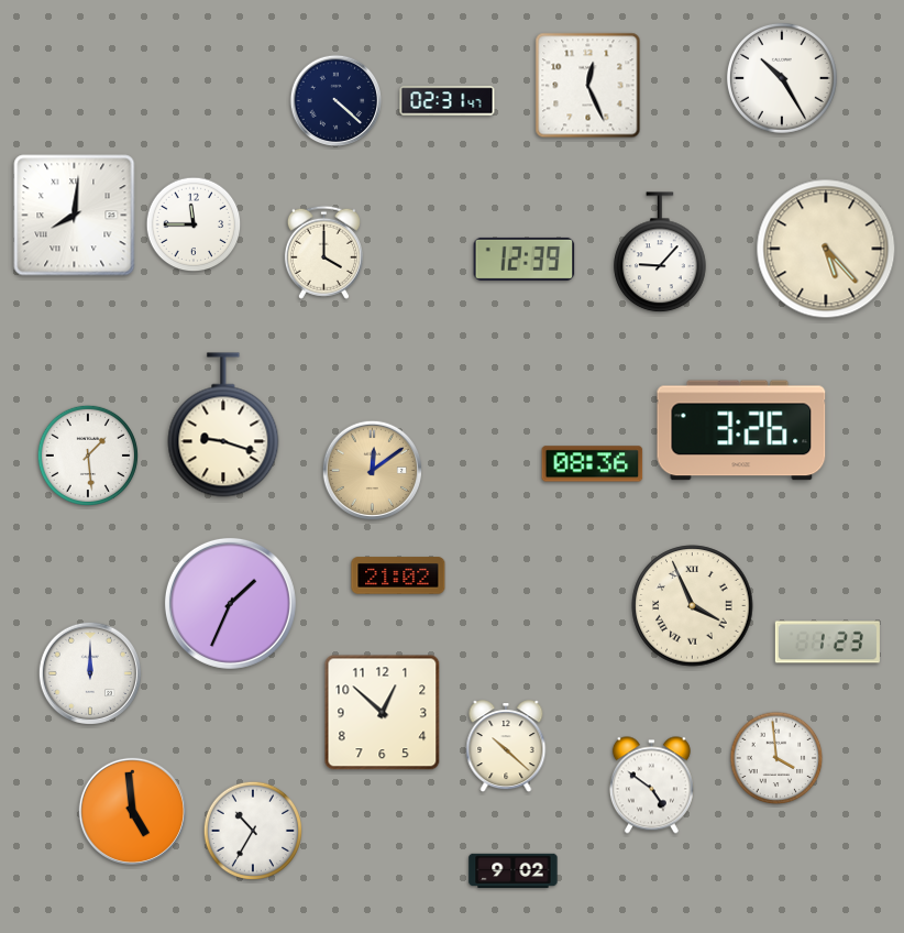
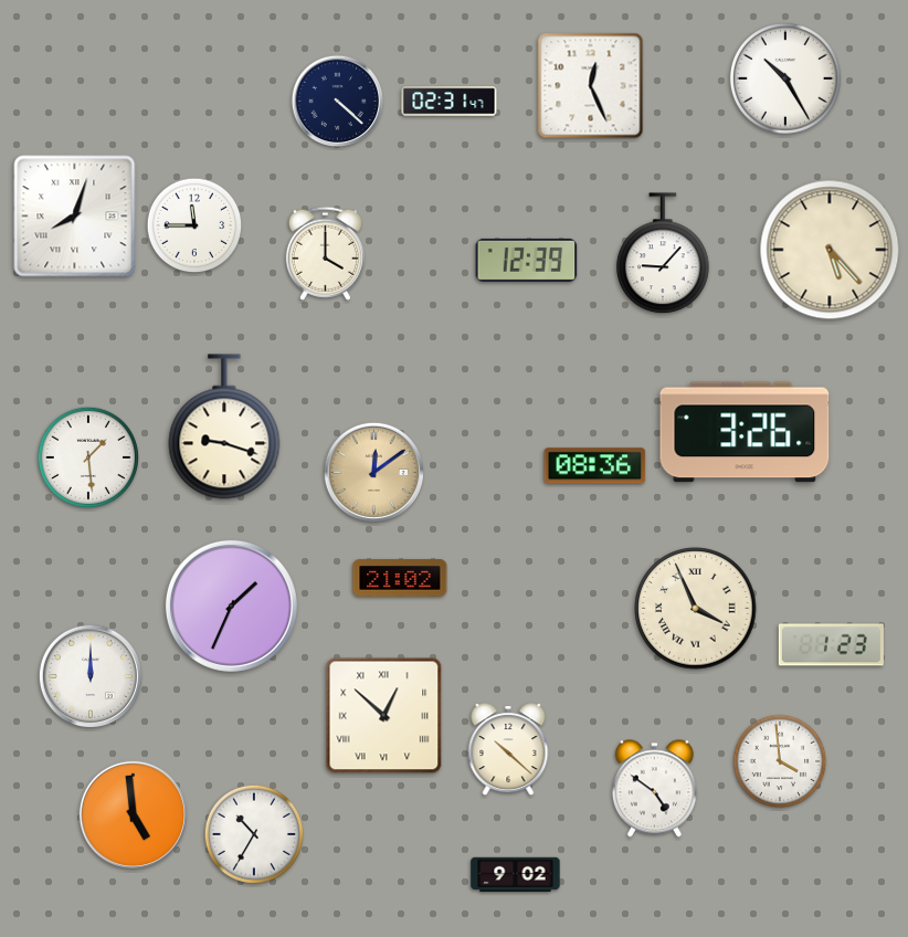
clock at (75, 216): 8:01 -> 8:03
clock at (383, 713) numerals: Arabic -> Roman
